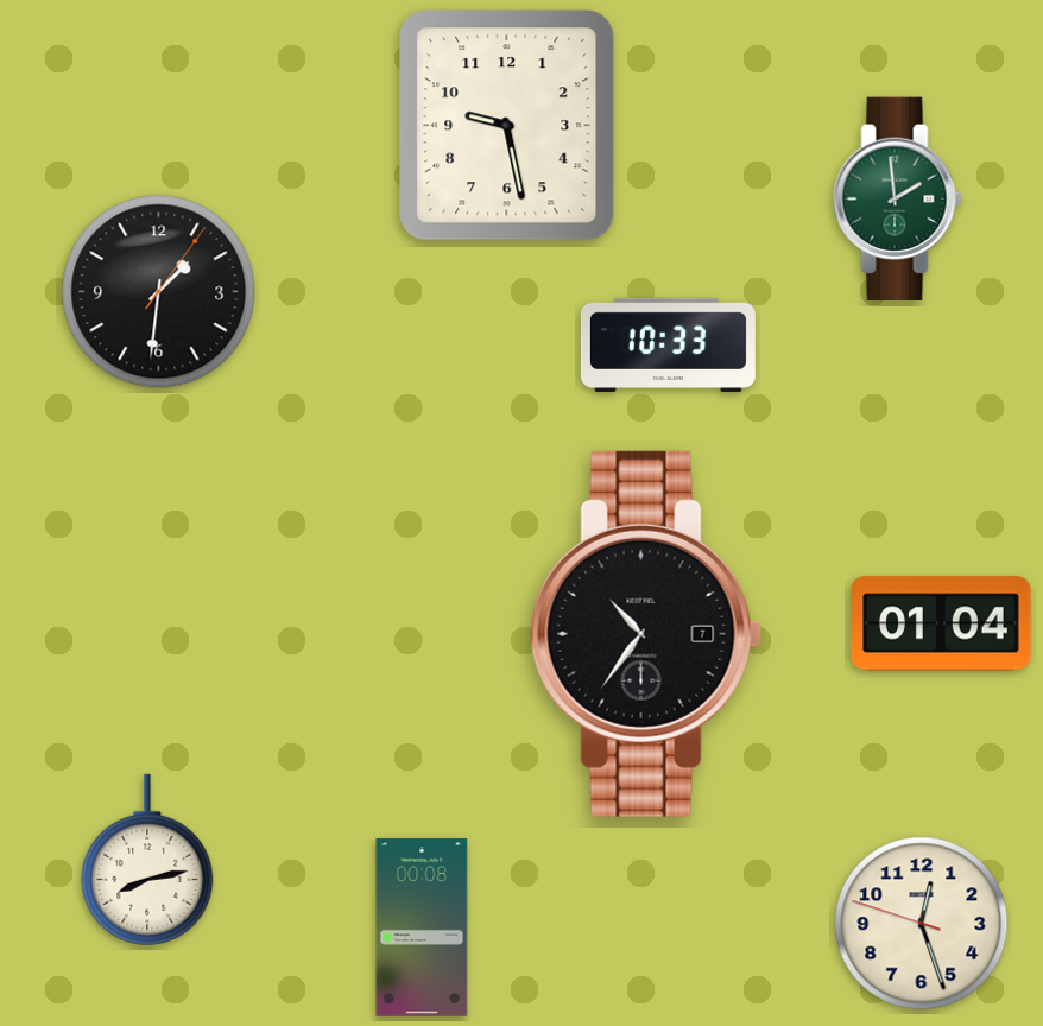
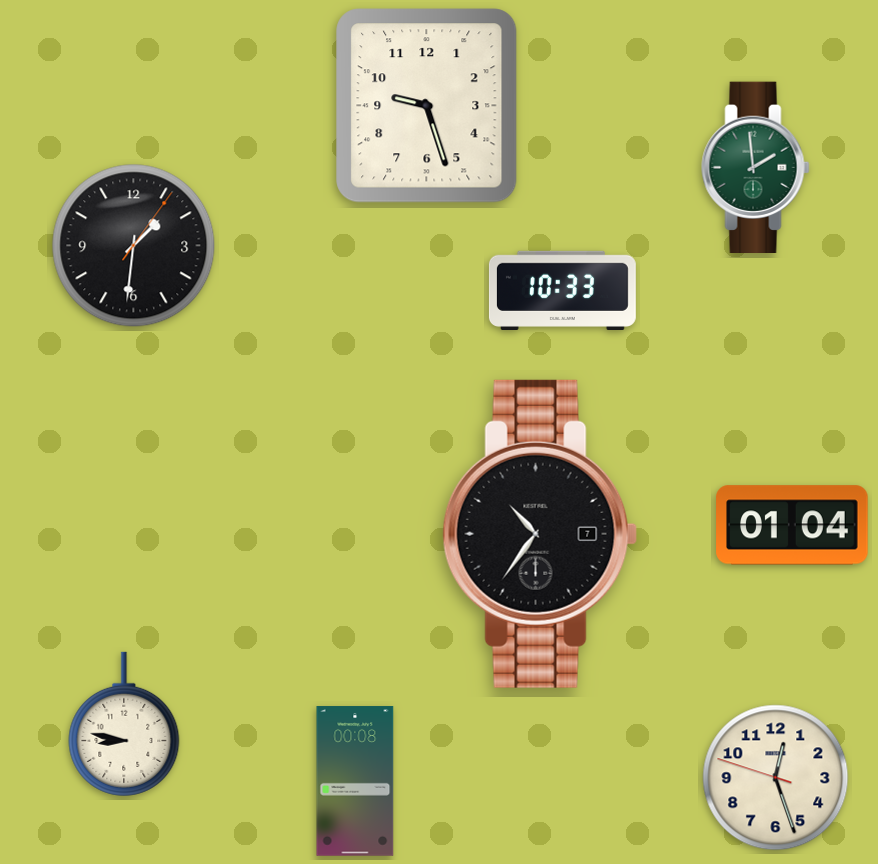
clock at (507, 126): 9:28 -> 9:27
clock at (646, 634) position: (646, 634) -> (540, 534)
clock at (147, 860): 8:13 -> 8:47
